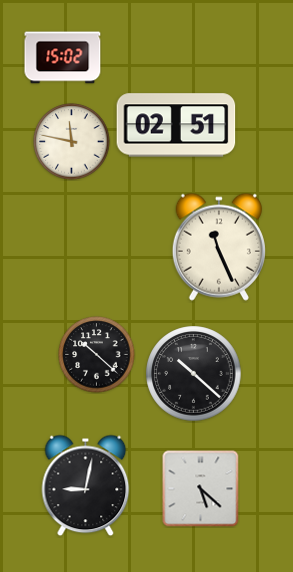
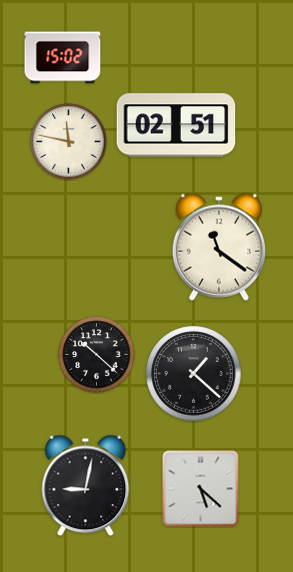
clock at (72, 142) position: (72, 142) -> (69, 142)
clock at (219, 247): 11:26 -> 11:21
clock at (194, 374): 10:22 -> 1:22
